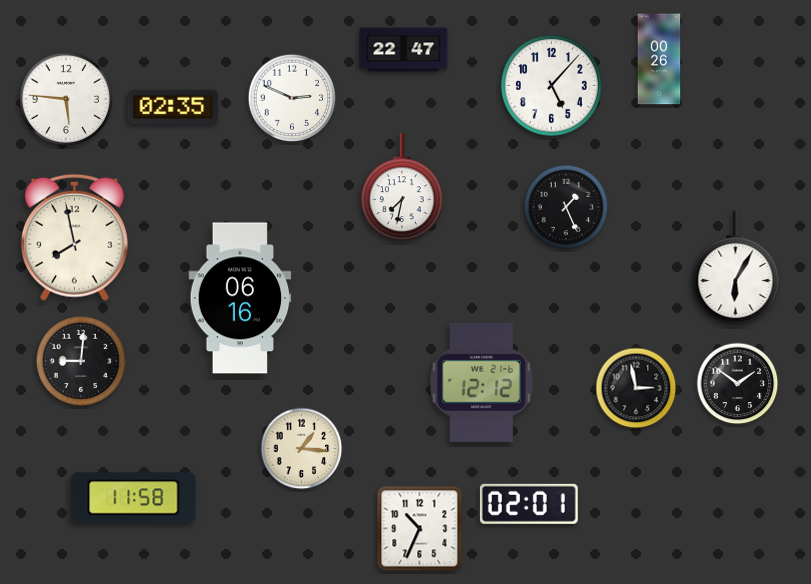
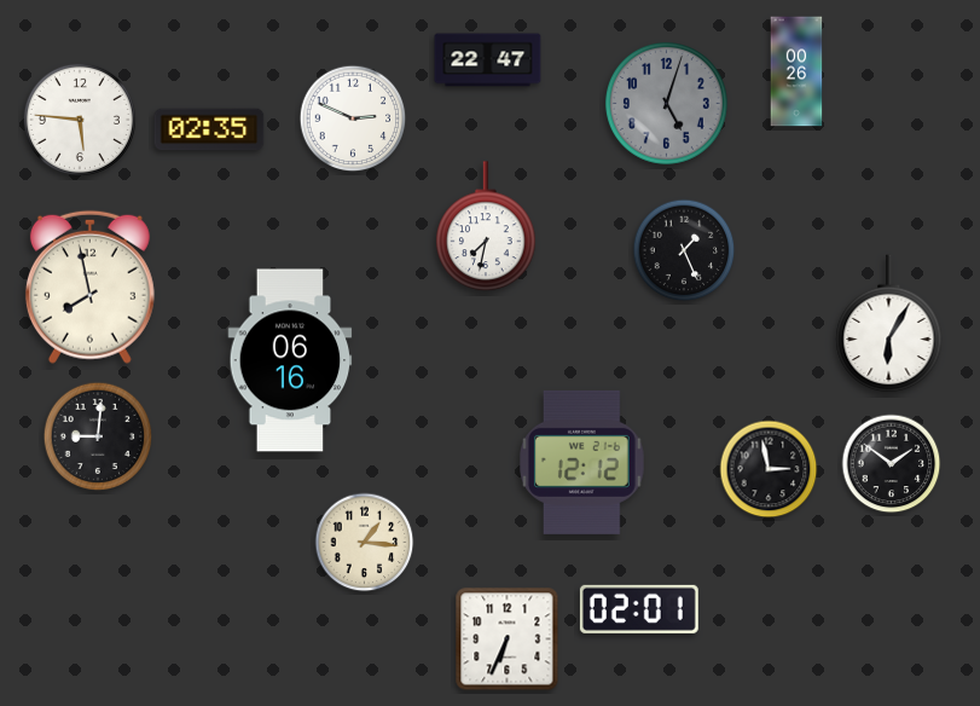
clock at (551, 85): 5:07 -> 5:03
clock at (551, 85) dial: white -> grey
clock at (134, 498): 11:58 -> none
clock at (420, 529): 10:34 -> 6:34
